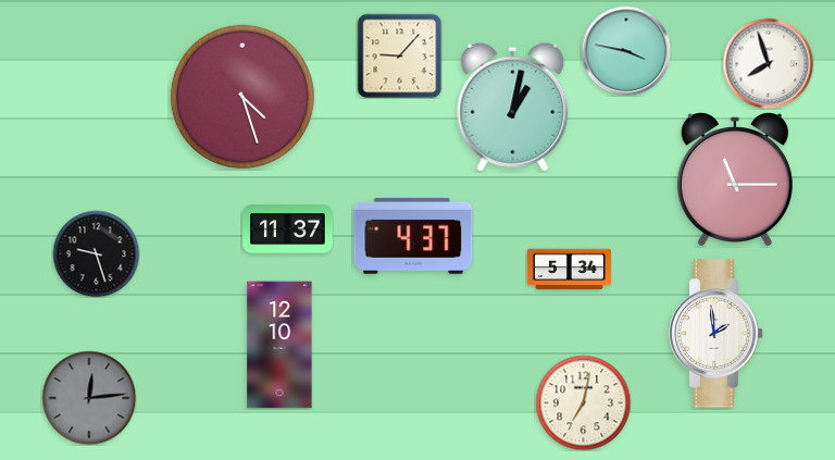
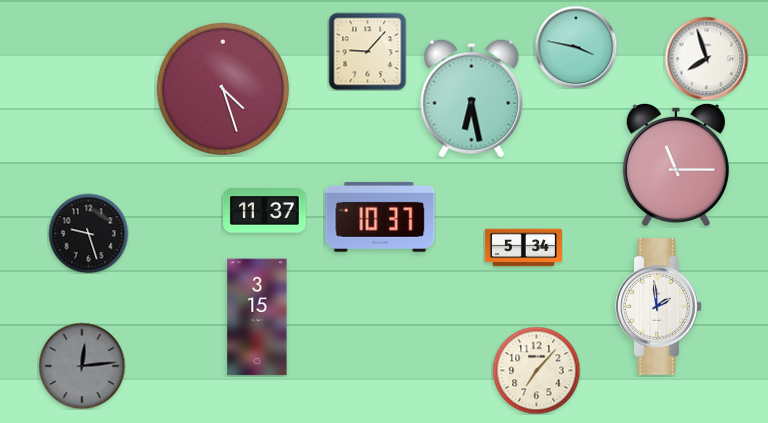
clock at (513, 107): 1:02 -> 6:28
clock at (413, 236): 4:37 -> 10:37
clock at (279, 345): 12:10 -> 3:15
clock at (583, 402): 7:02 -> 7:07
